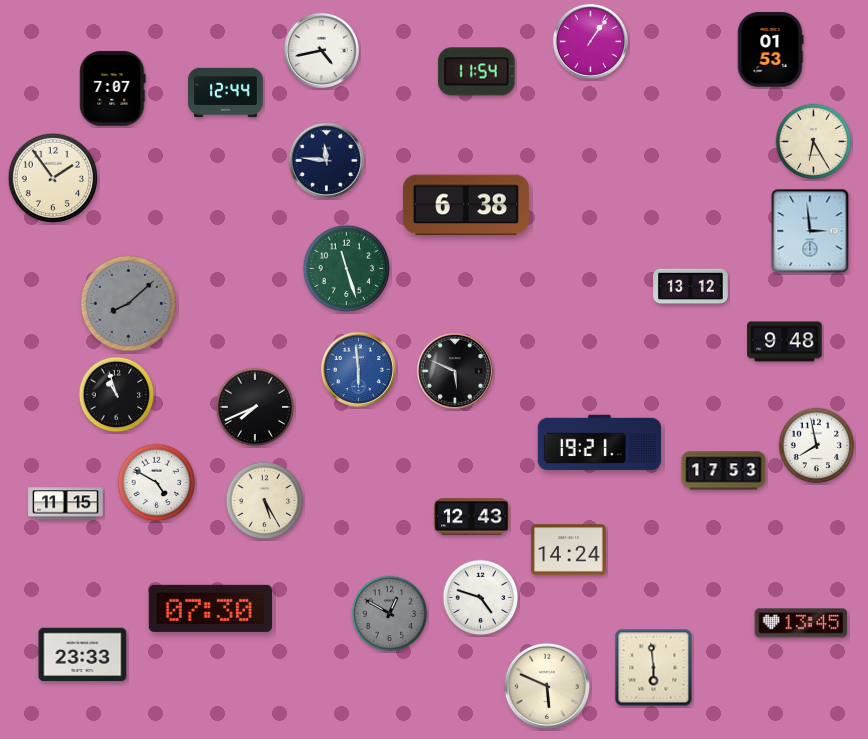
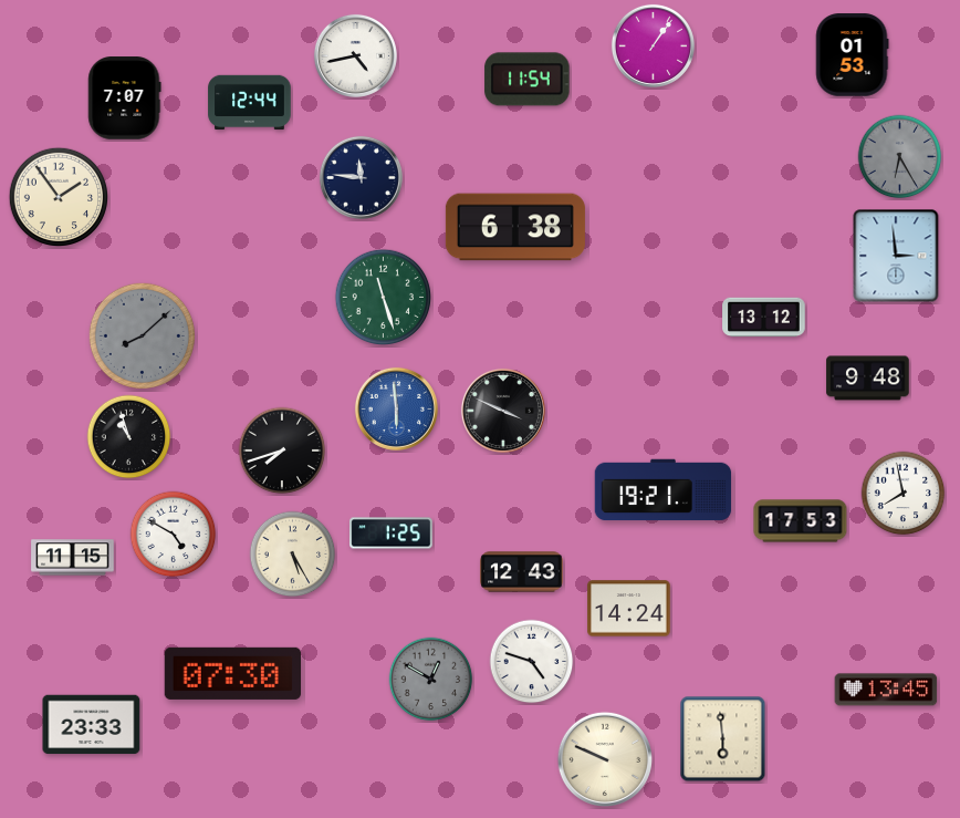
clock at (814, 142) dial: cream -> grey
clock at (455, 371): 5:49 -> 3:49
clock at (255, 407): 7:41 -> 7:42
clock at (392, 534): none -> 1:25
clock at (546, 685): 5:49 -> 9:49
